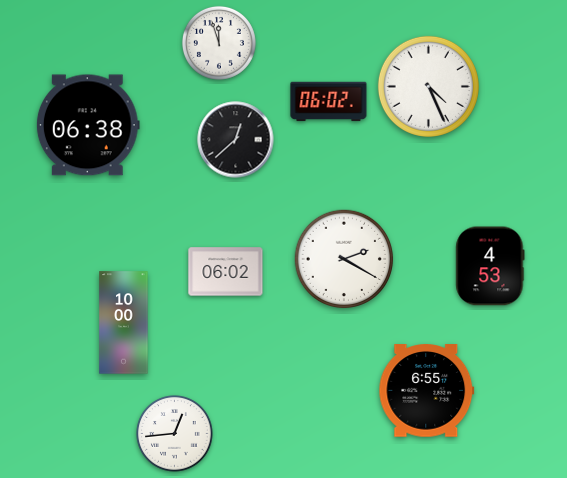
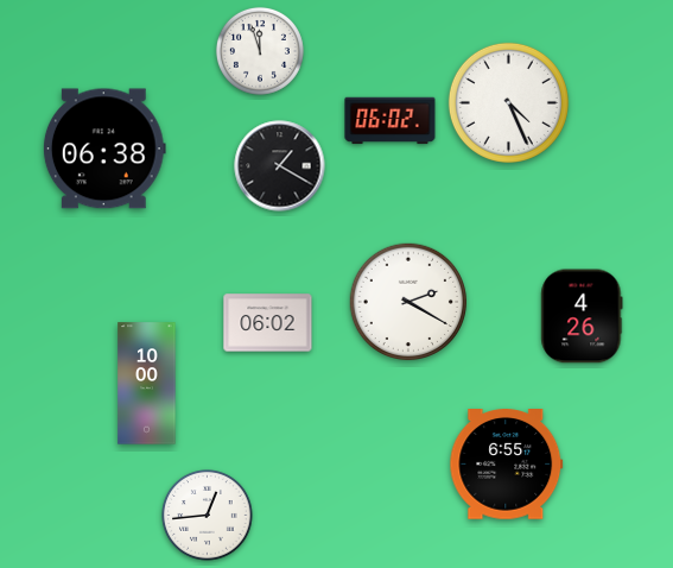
clock at (236, 140): 12:38 -> 1:20
clock at (344, 259) position: (344, 259) -> (408, 302)
clock at (490, 266): 4:53 -> 4:26
